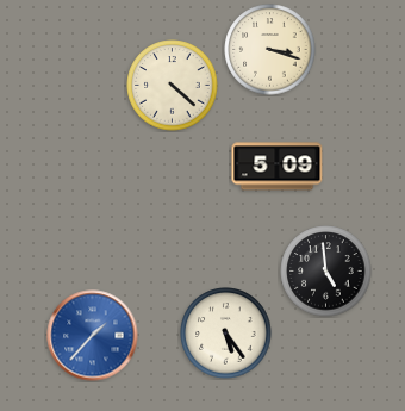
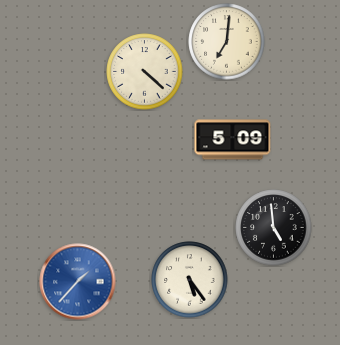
clock at (270, 50): 3:18 -> 7:01
